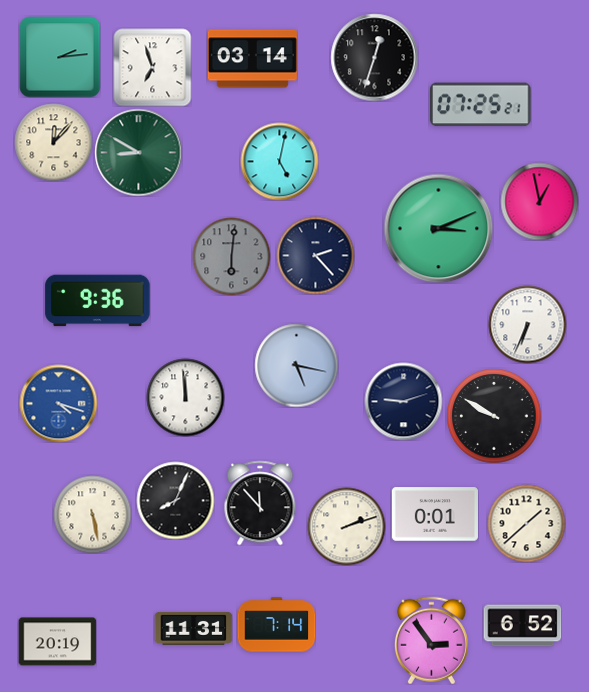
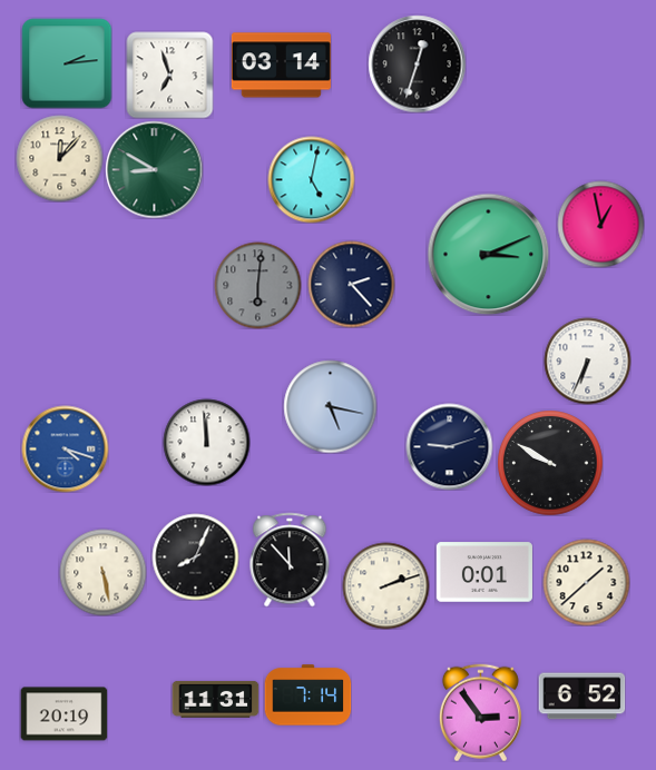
clock at (481, 105): 07:25 -> none
clock at (98, 301): 9:36 -> none
